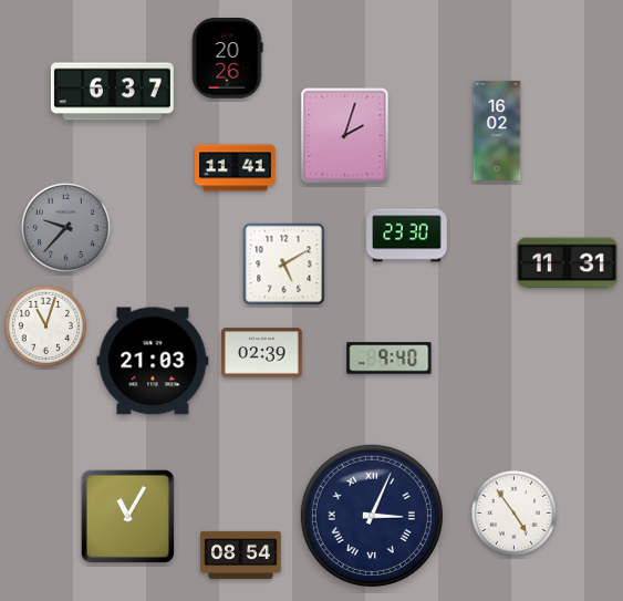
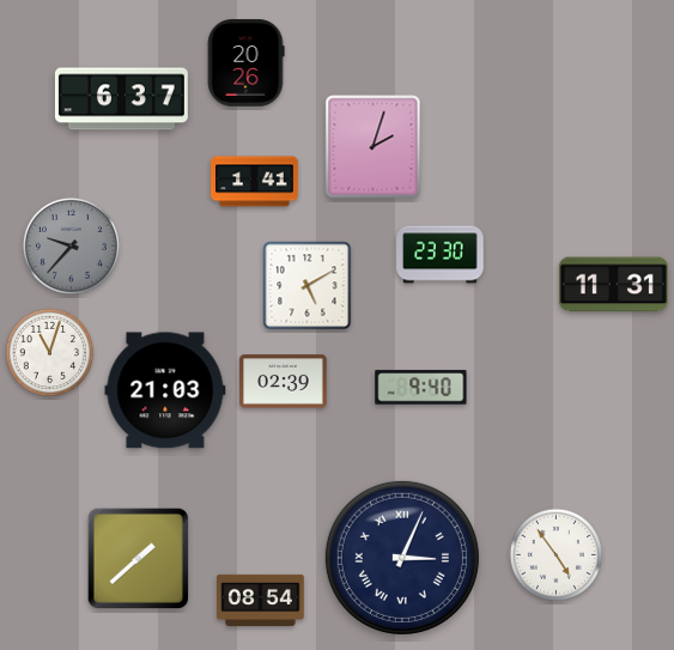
clock at (497, 131): 16:02 -> none
clock at (236, 168): 11:41 -> 1:41
clock at (127, 516): 11:05 -> 1:38
